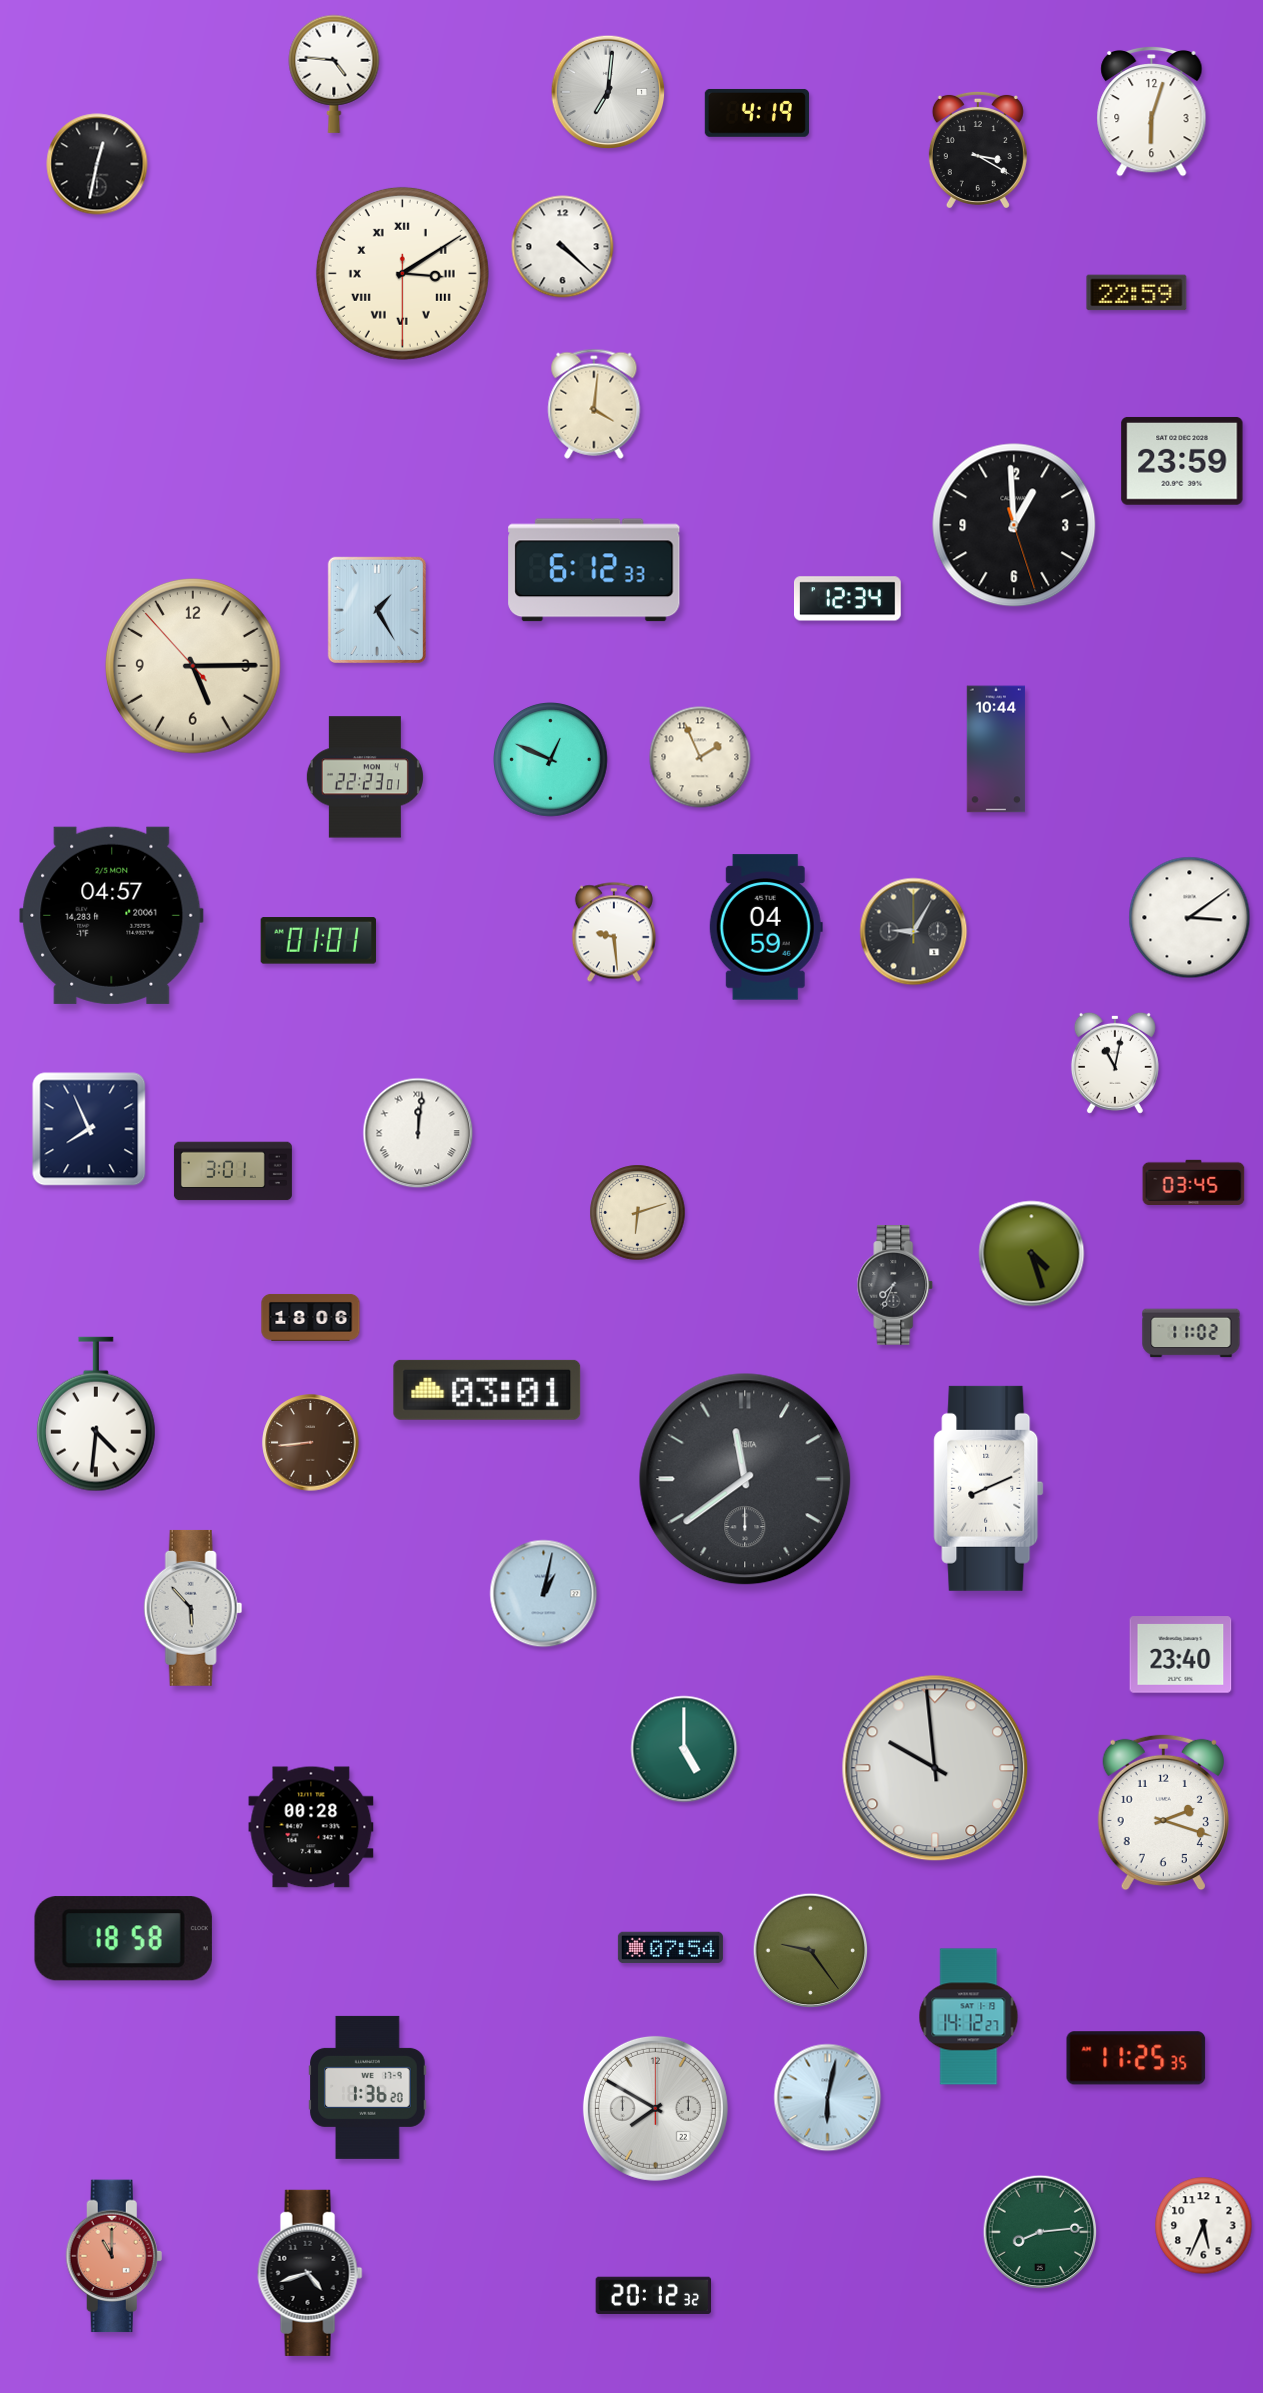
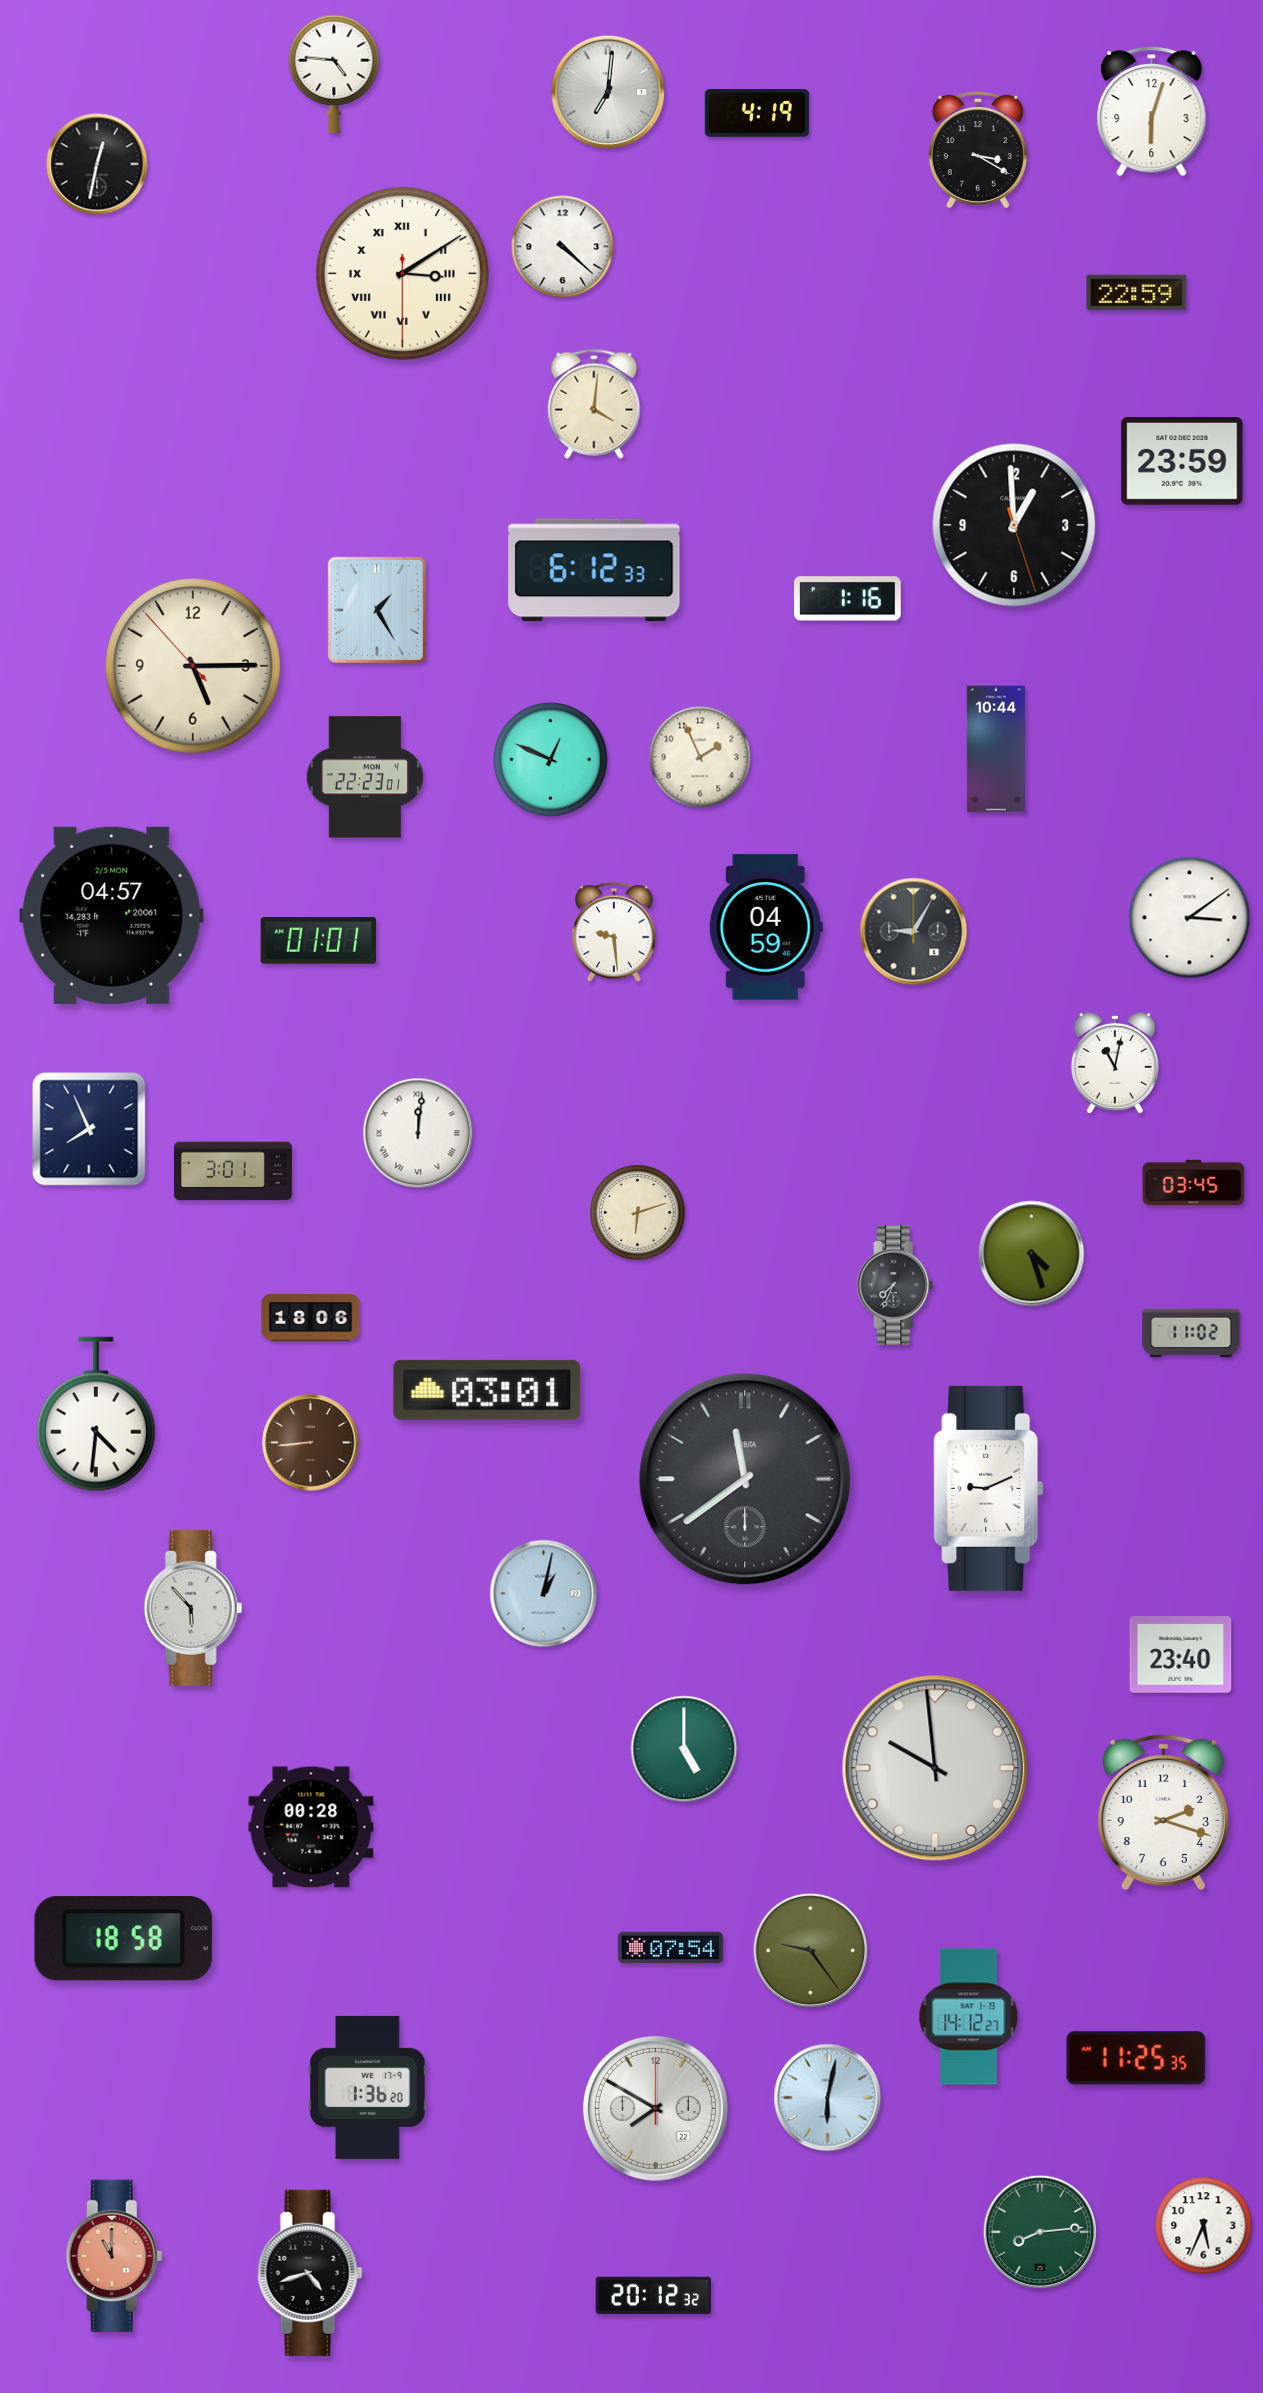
clock at (848, 599): 12:34 -> 1:16
clock at (989, 1488): 8:11 -> 9:11
